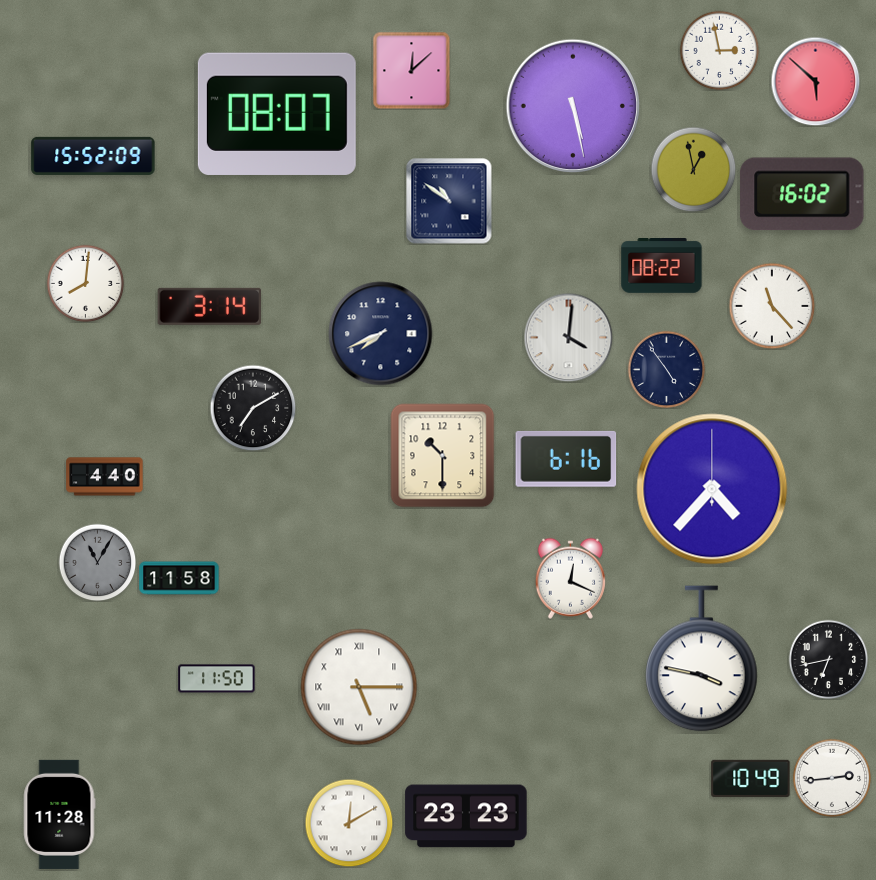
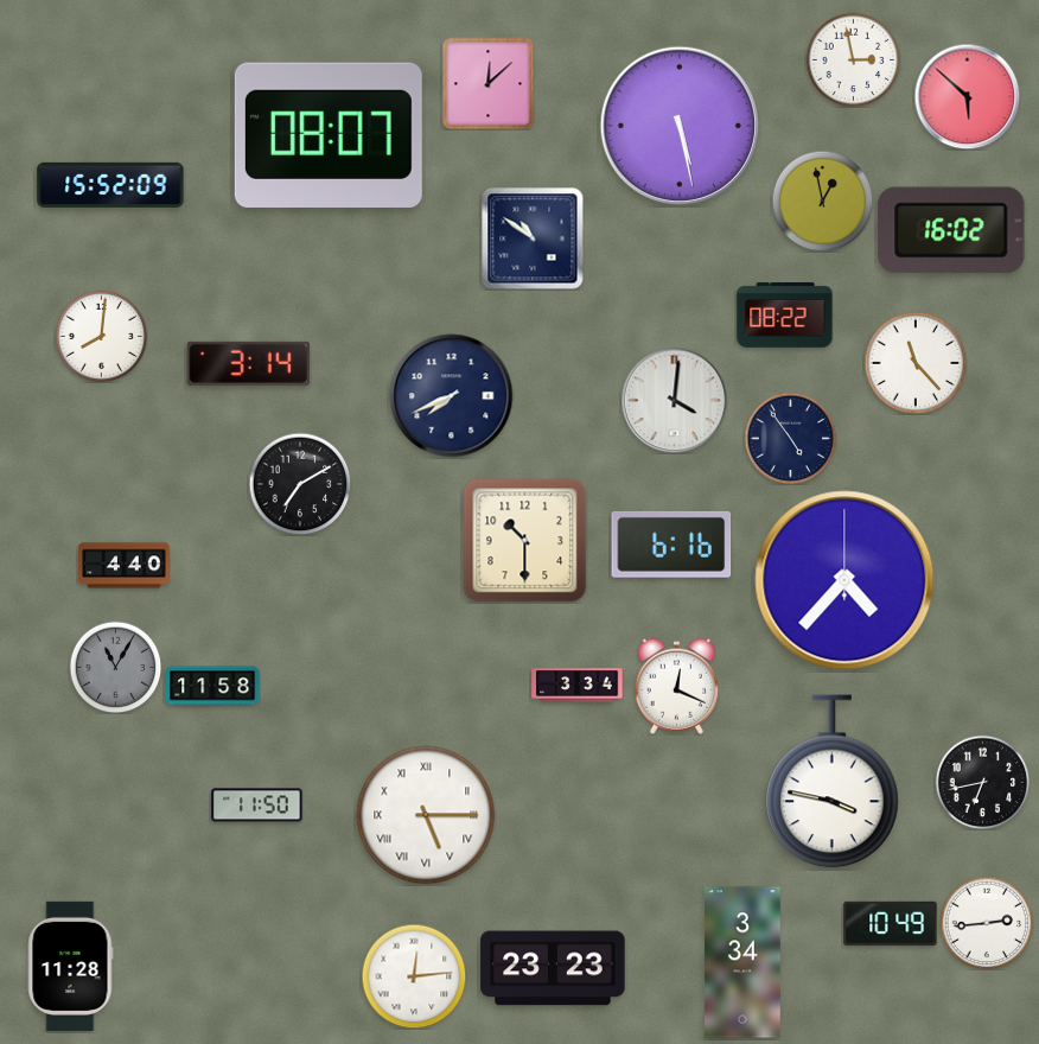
clock at (578, 686): none -> 3:34
clock at (742, 962): none -> 3:34
clock at (349, 823): 12:10 -> 12:14
